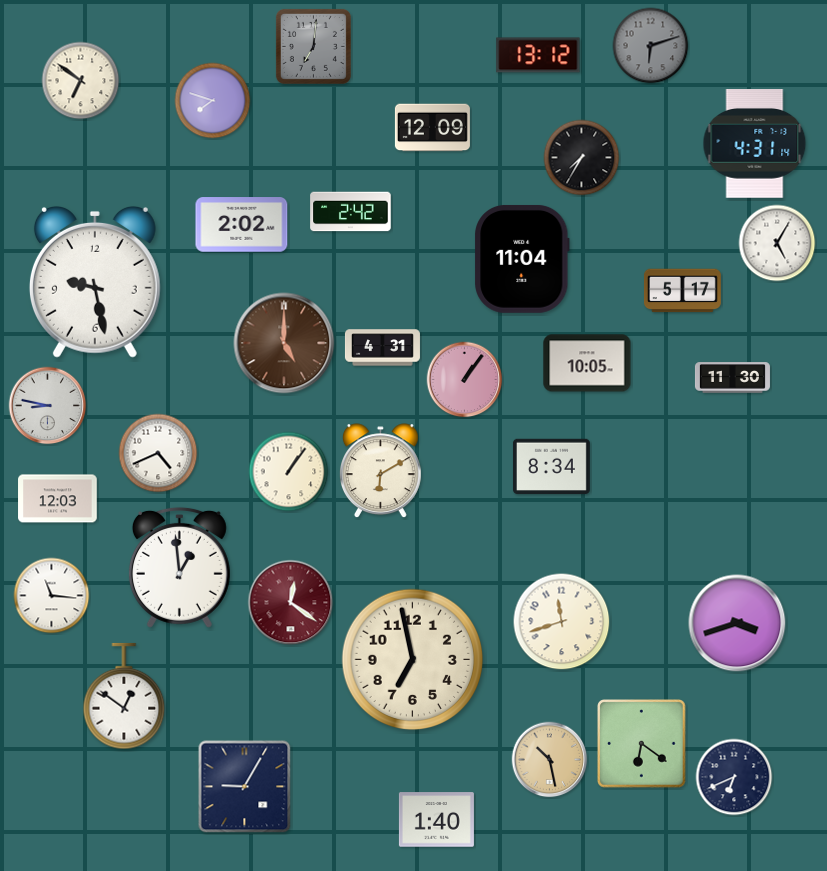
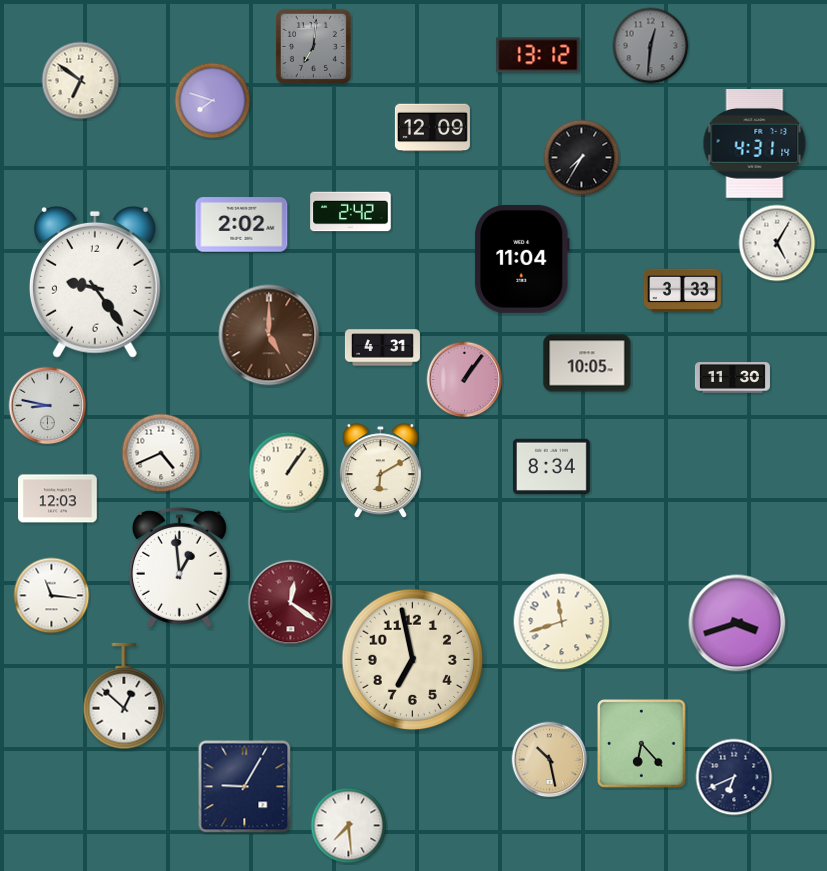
clock at (651, 46): 6:12 -> 12:31
clock at (95, 282): 9:28 -> 9:24
clock at (682, 291): 5:17 -> 3:33
clock at (284, 343) position: (284, 343) -> (269, 335)
clock at (158, 453) position: (158, 453) -> (161, 453)
clock at (124, 696): 12:51 -> 12:52
clock at (642, 744): 6:21 -> 6:23
clock at (436, 820): 1:40 -> none
clock at (349, 826): none -> 7:29
